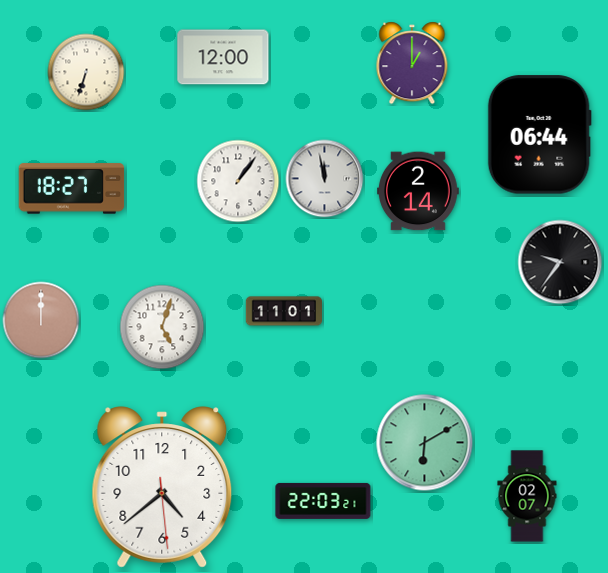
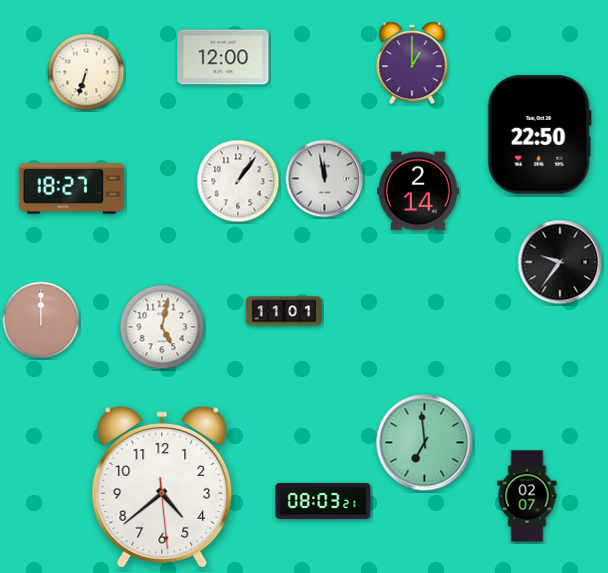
clock at (539, 135): 06:44 -> 22:50
clock at (162, 327): 5:03 -> 5:02
clock at (425, 443): 6:10 -> 6:59
clock at (323, 501): 22:03 -> 08:03
